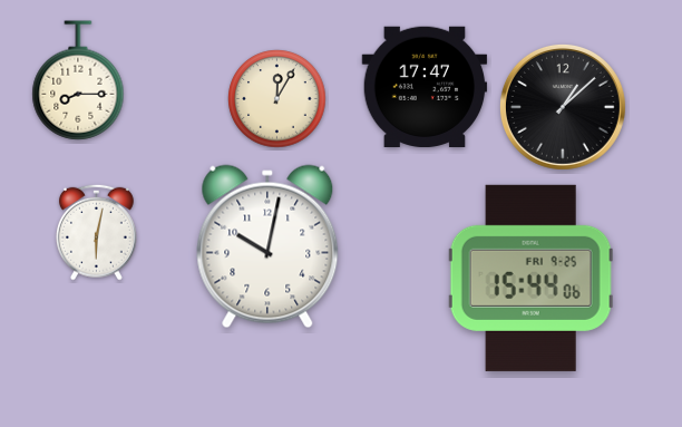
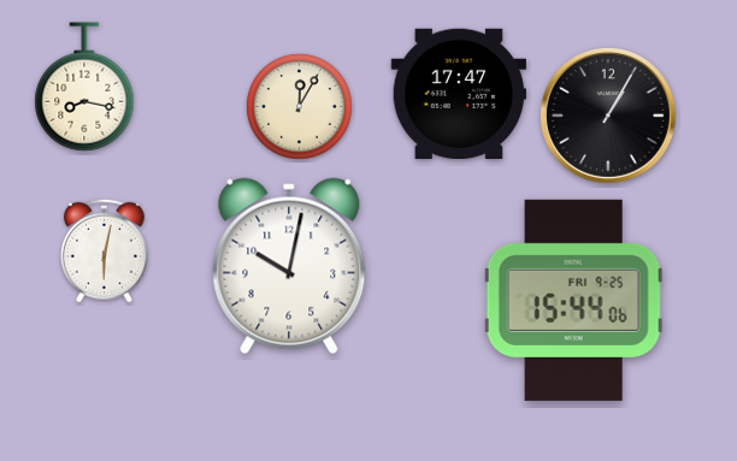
clock at (78, 80): 8:15 -> 8:17
clock at (563, 107): 1:08 -> 1:05
